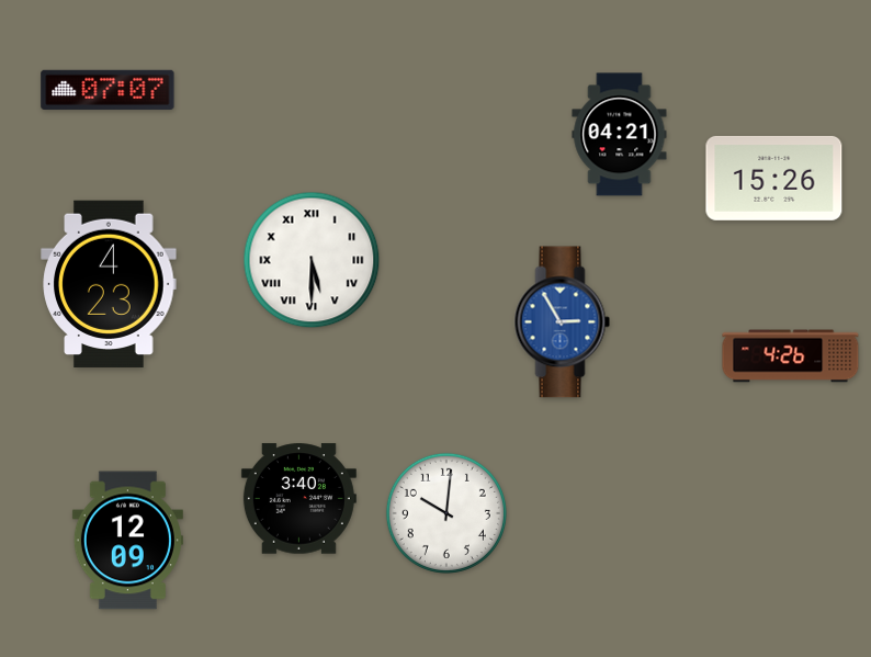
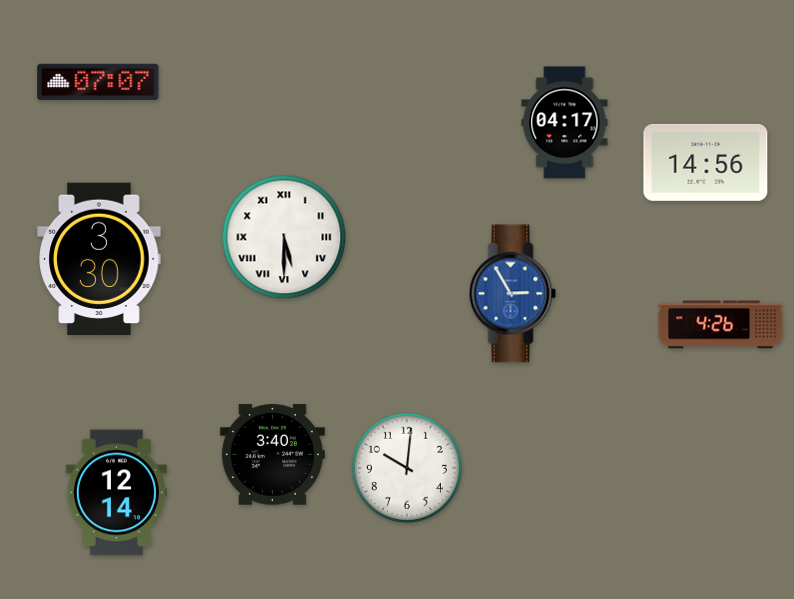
clock at (620, 135): 04:21 -> 04:17
clock at (774, 178): 15:26 -> 14:56
clock at (109, 284): 4:23 -> 3:30
clock at (127, 541): 12:09 -> 12:14
